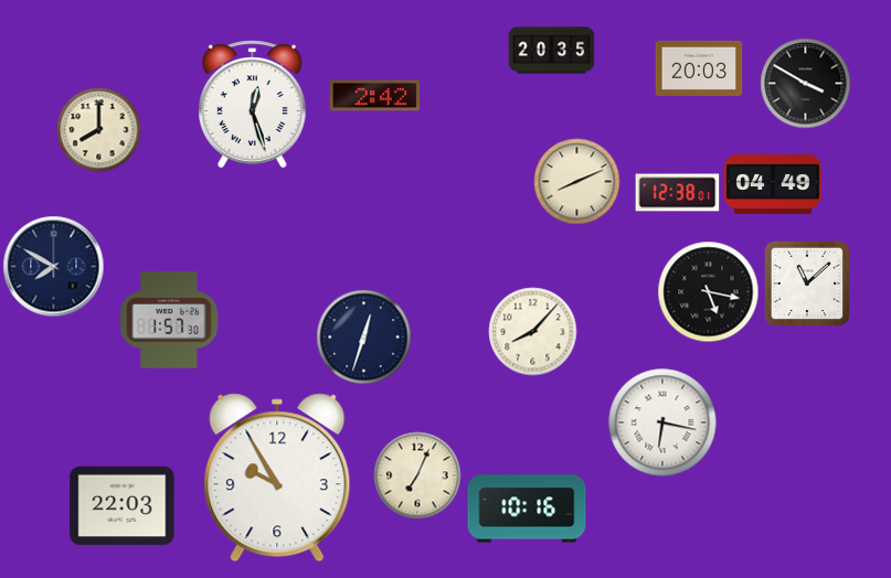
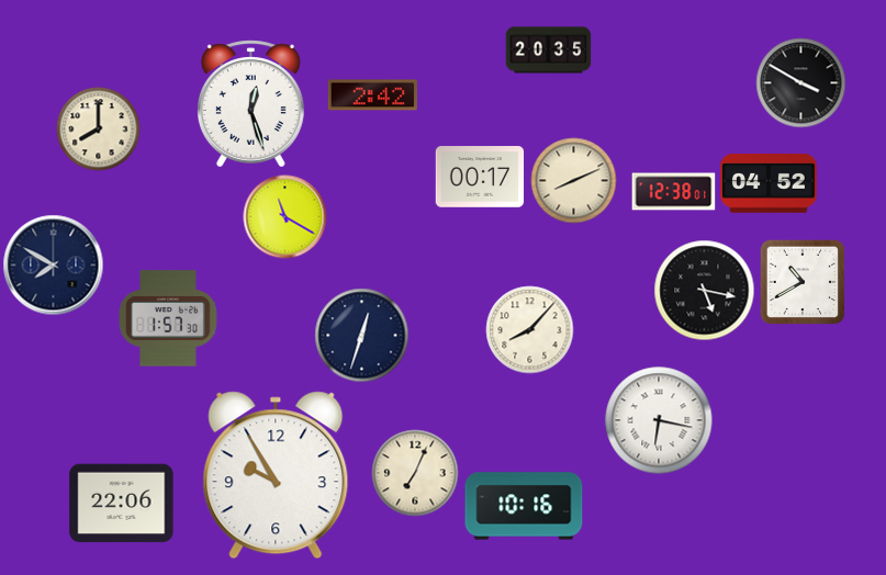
clock at (699, 68): 20:03 -> none
clock at (480, 177): none -> 00:17
clock at (774, 185): 04:49 -> 04:52
clock at (285, 217): none -> 11:20
clock at (807, 283): 11:08 -> 10:40
clock at (123, 506): 22:03 -> 22:06
